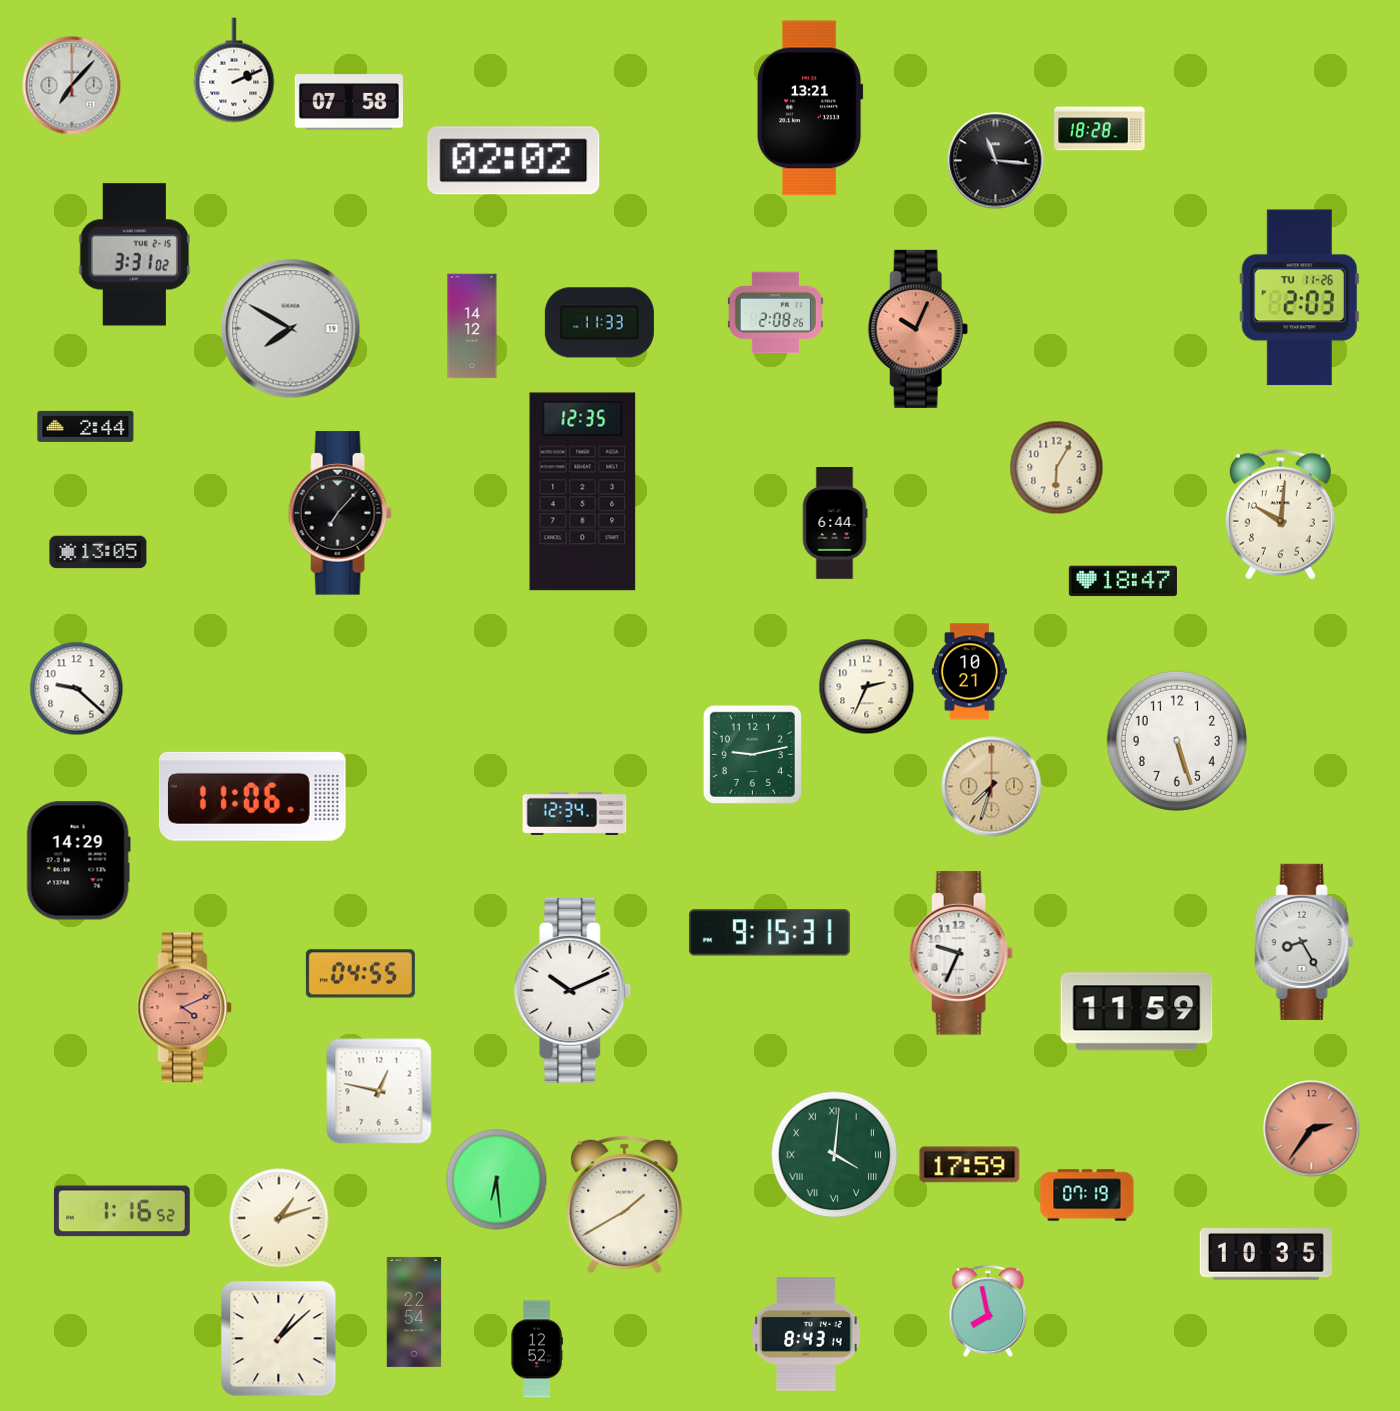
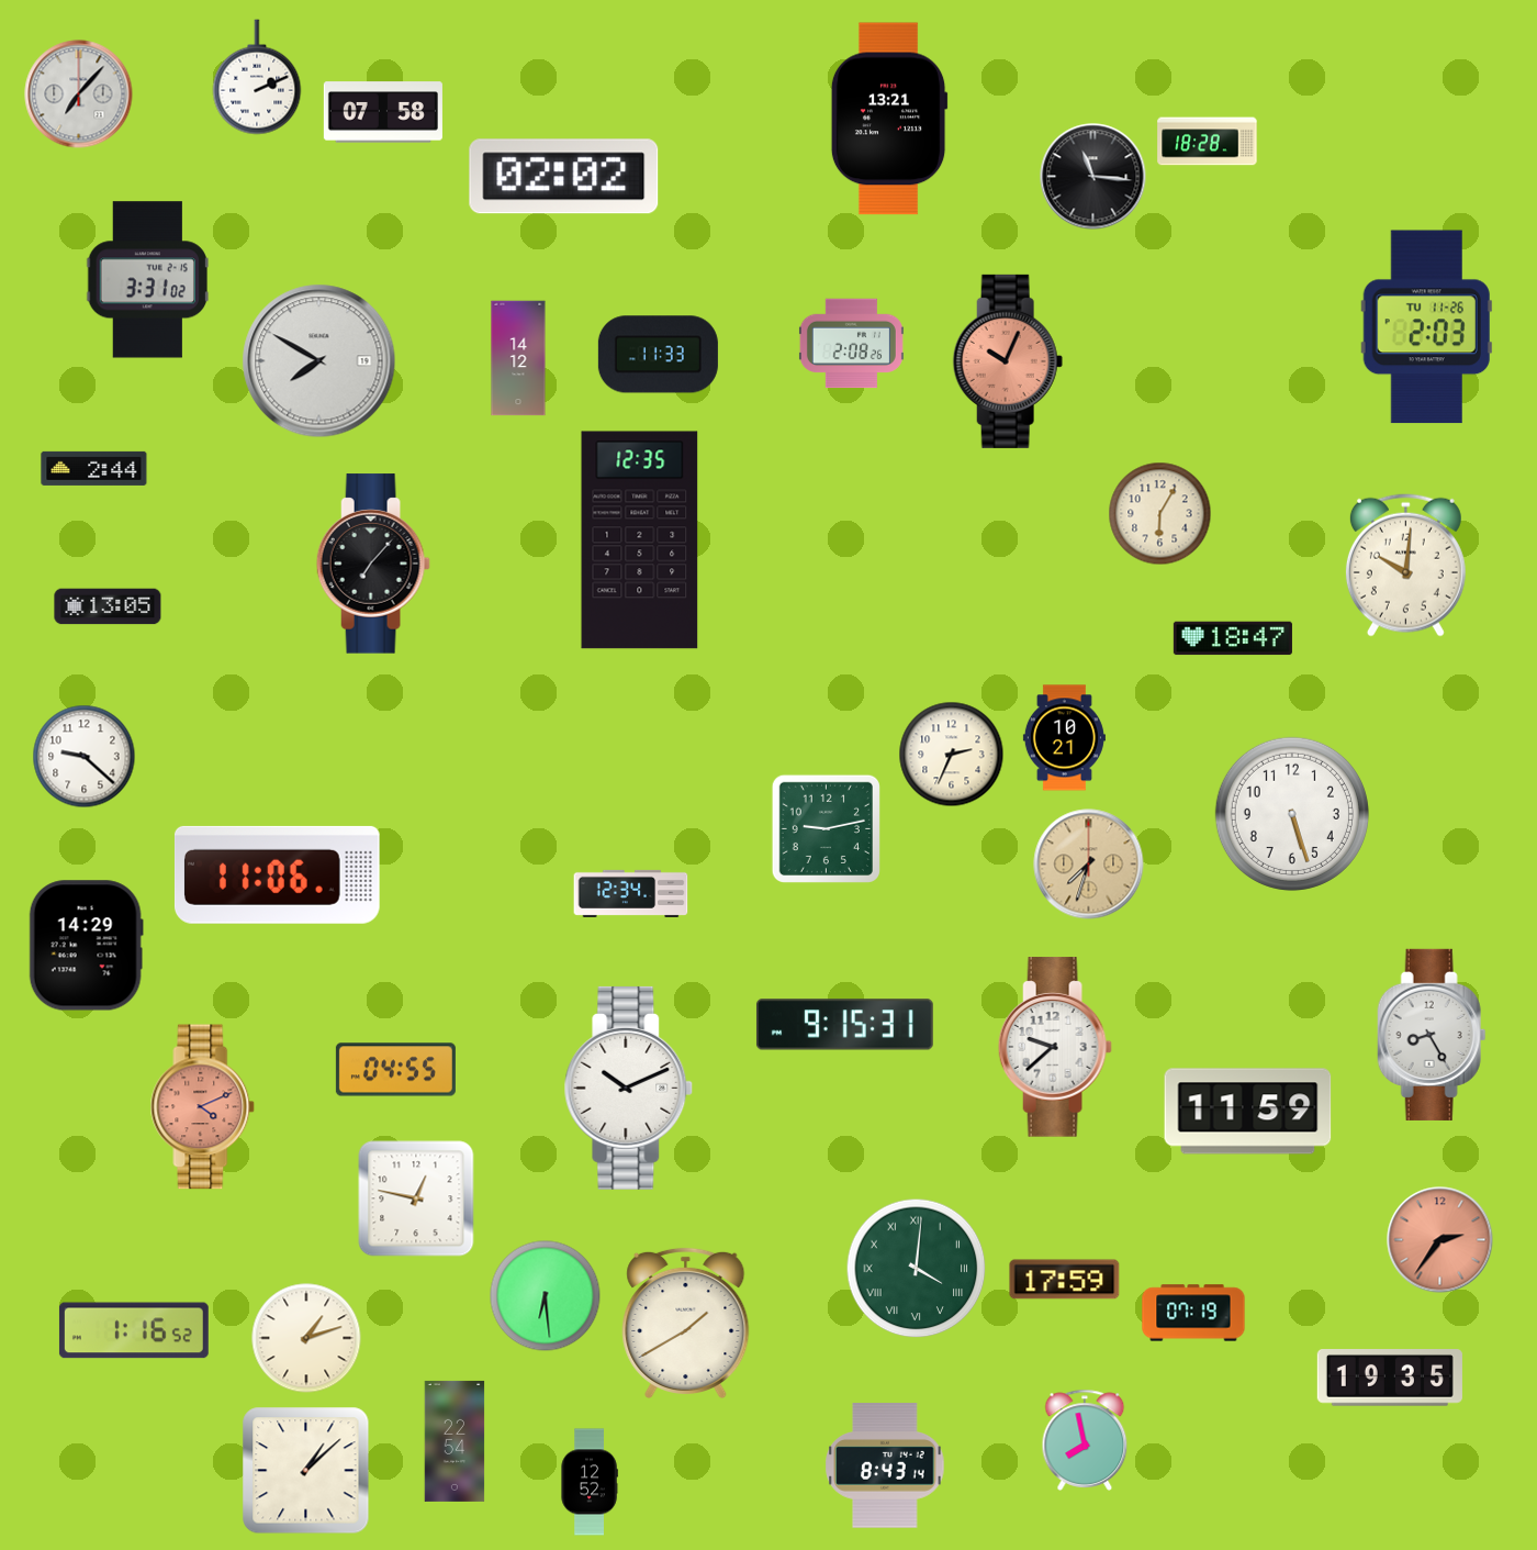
clock at (835, 524): 6:44 -> none
clock at (961, 953): 9:34 -> 9:38
clock at (1266, 1254): 10:35 -> 19:35
